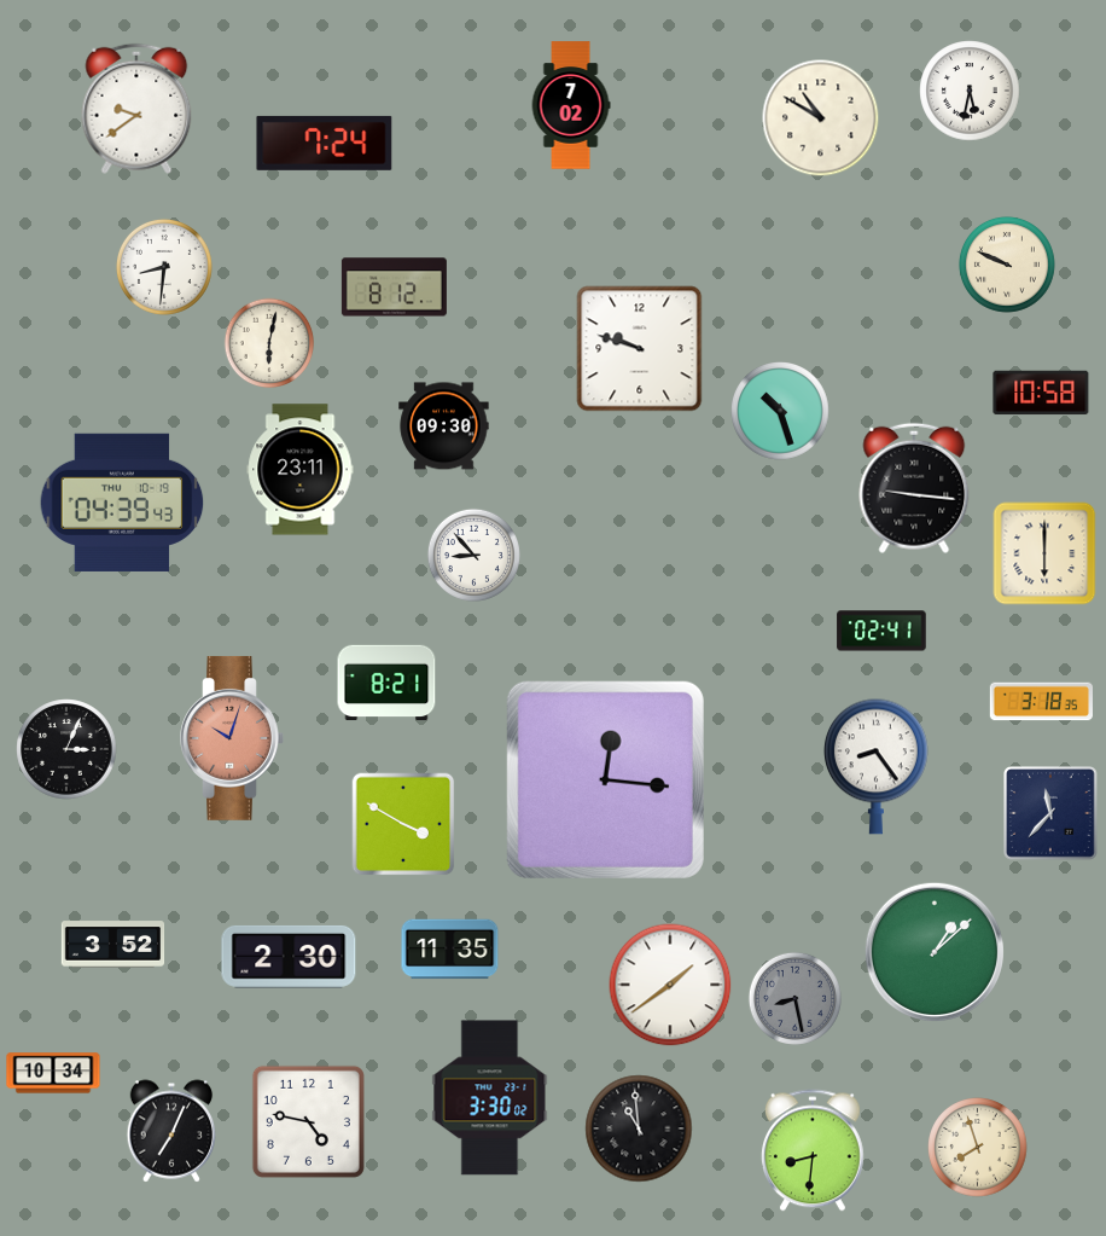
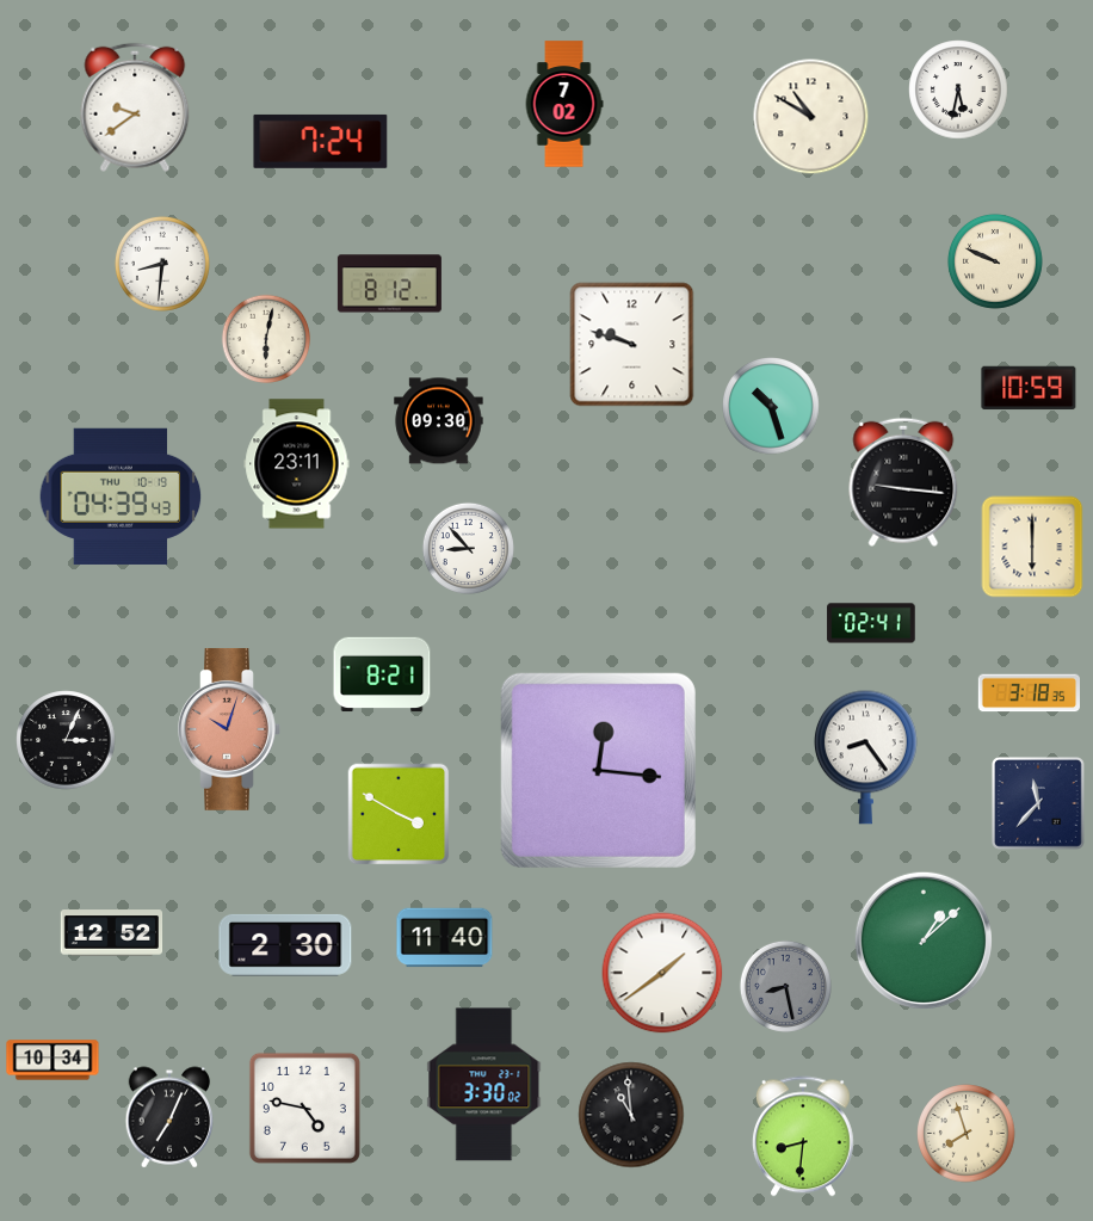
clock at (1041, 393): 10:58 -> 10:59
clock at (113, 945): 3:52 -> 12:52
clock at (450, 950): 11:35 -> 11:40
